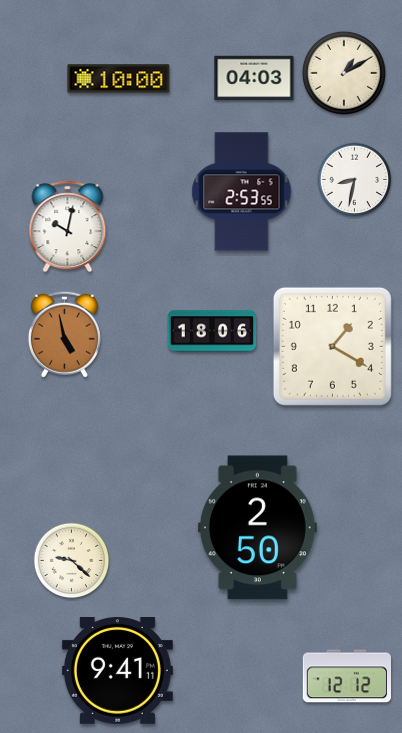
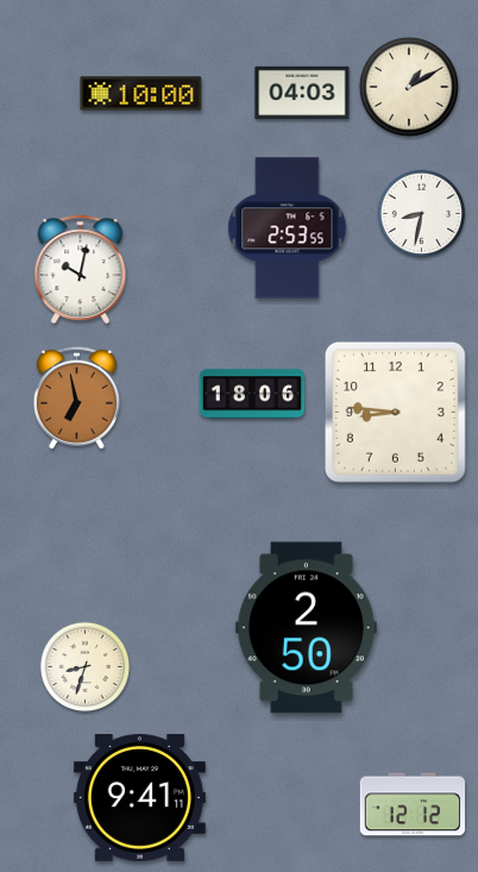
clock at (64, 334): 4:58 -> 6:58
clock at (332, 346): 1:20 -> 8:46
clock at (72, 561): 9:22 -> 8:33
